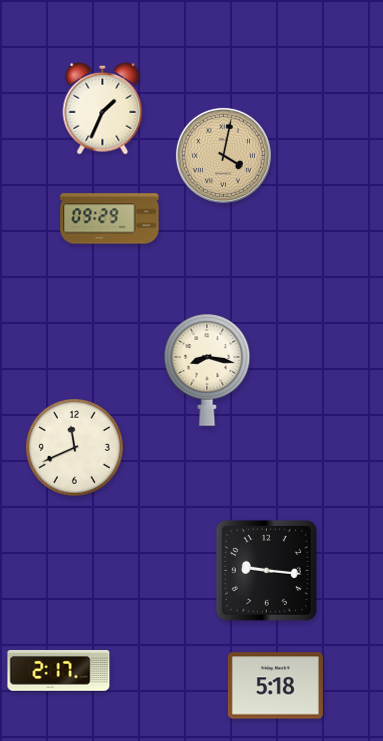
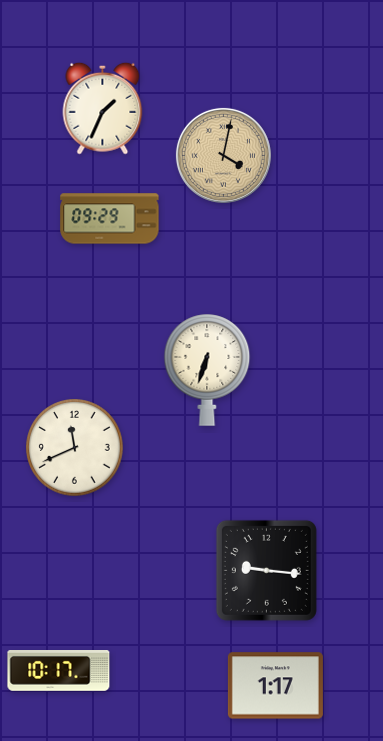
clock at (207, 370): 8:17 -> 6:33
clock at (59, 671): 2:17 -> 10:17
clock at (275, 686): 5:18 -> 1:17
